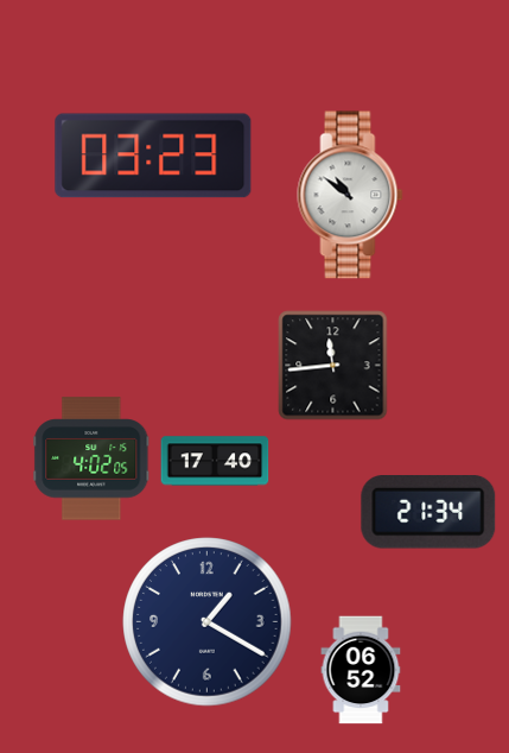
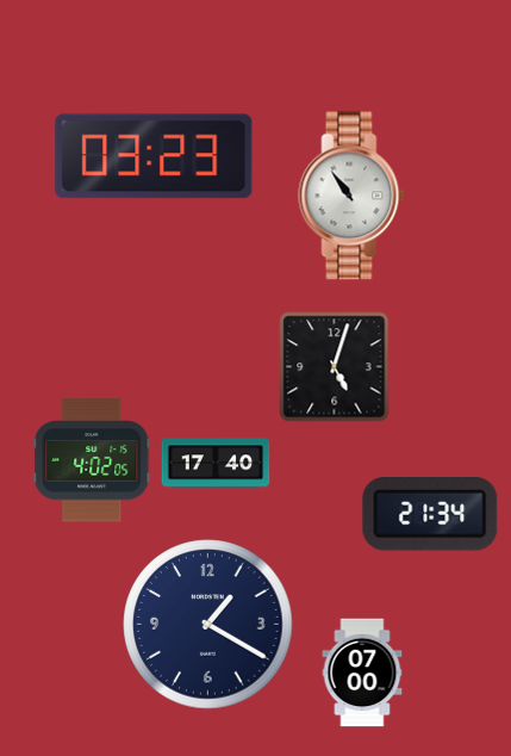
clock at (350, 195): 10:51 -> 10:54
clock at (333, 366): 11:44 -> 5:03
clock at (361, 670): 06:52 -> 07:00
